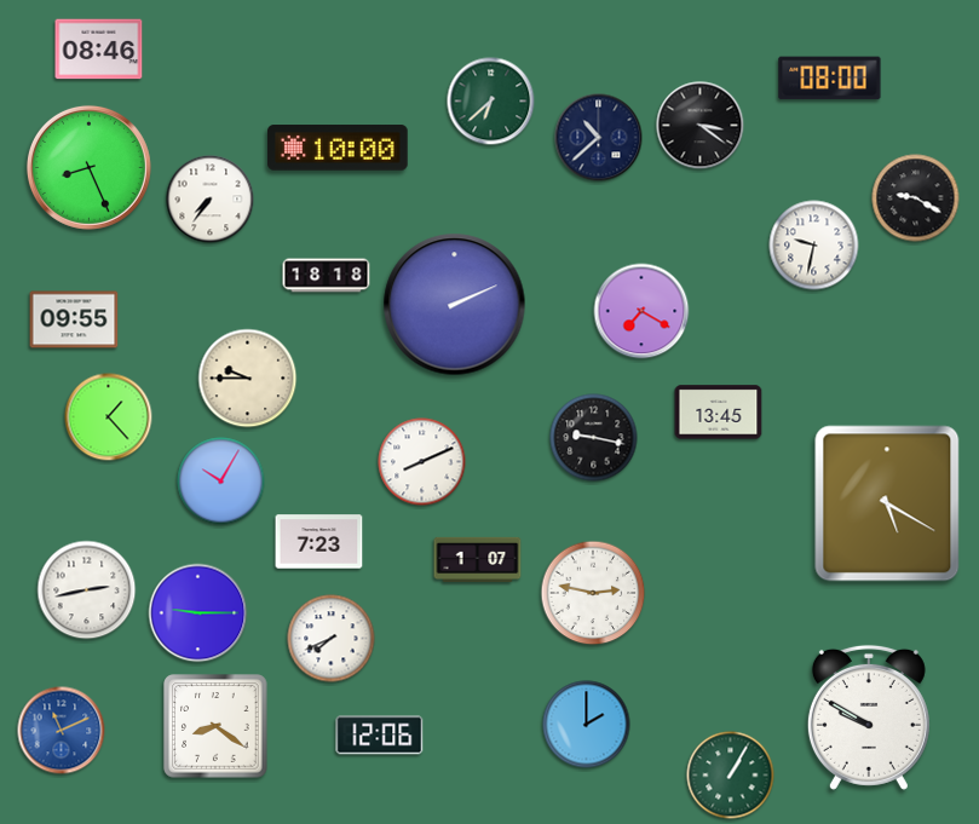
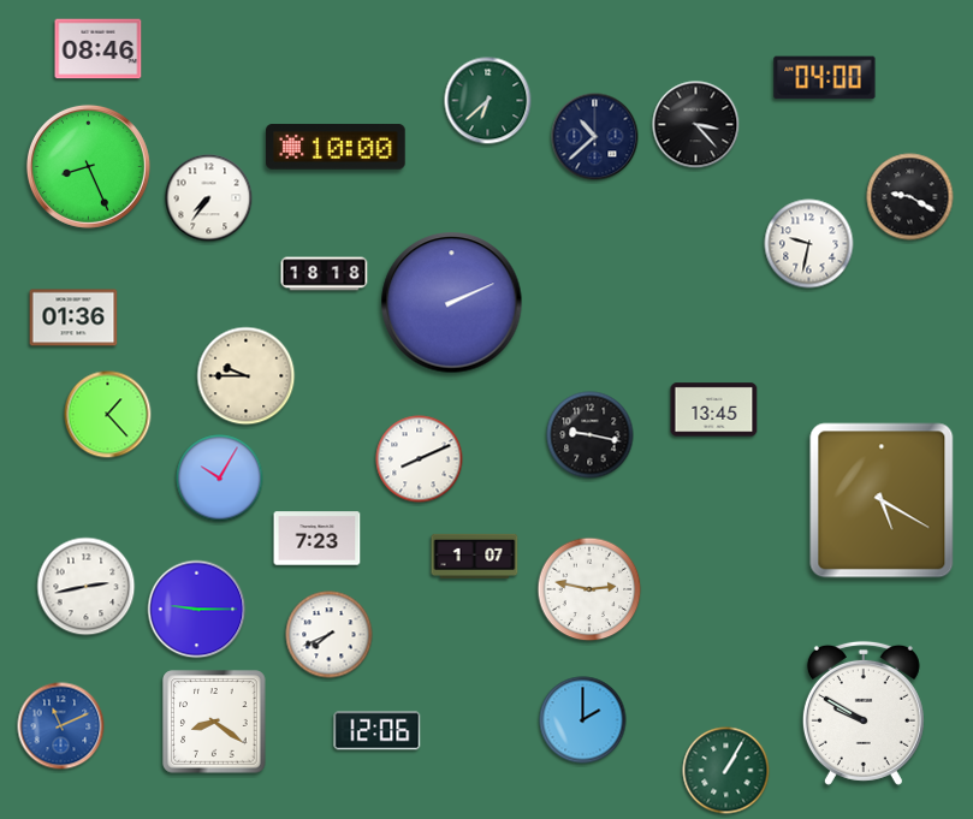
clock at (830, 79): 08:00 -> 04:00
clock at (701, 126): 3:21 -> 3:23
clock at (641, 311): 7:20 -> none
clock at (74, 319): 09:55 -> 01:36
